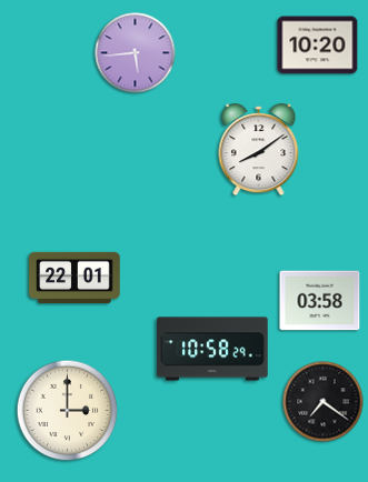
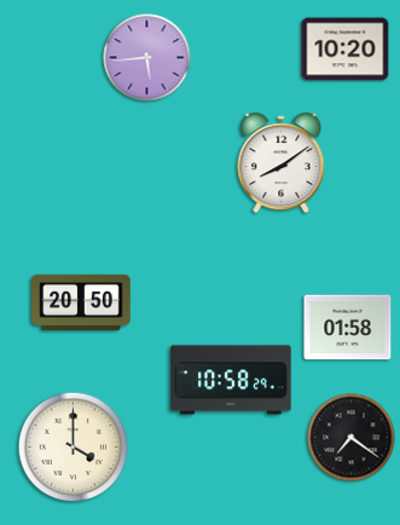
clock at (74, 277): 22:01 -> 20:50
clock at (320, 301): 03:58 -> 01:58
clock at (68, 411): 3:00 -> 4:00
